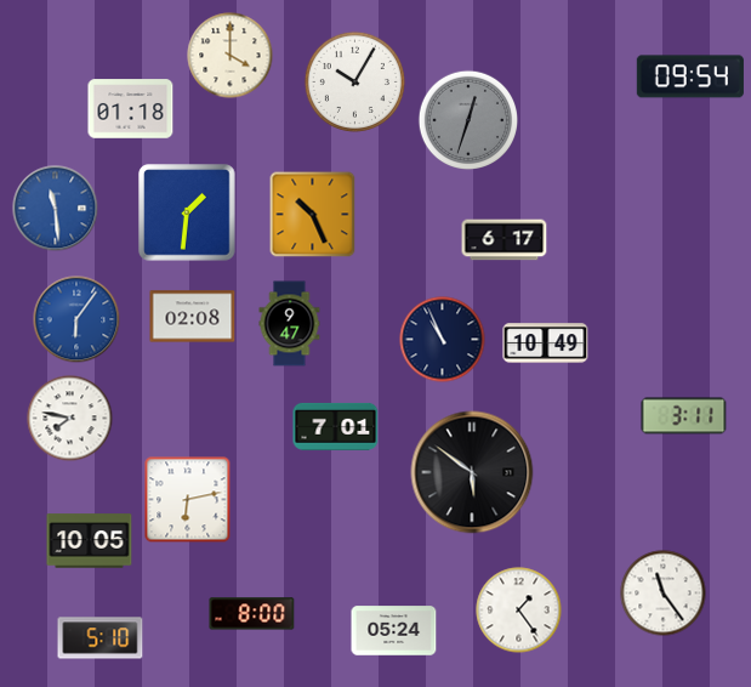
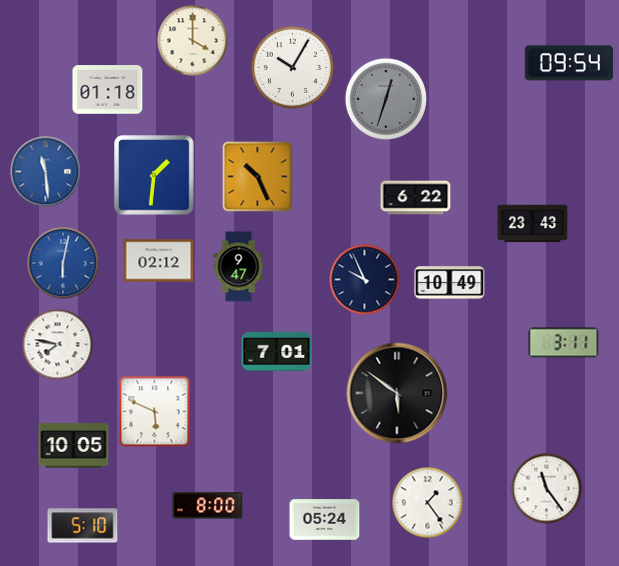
clock at (231, 56) position: (231, 56) -> (193, 41)
clock at (505, 240): 6:17 -> 6:22
clock at (533, 224): none -> 23:43
clock at (193, 317): 02:08 -> 02:12
clock at (76, 319): 6:06 -> 6:02
clock at (443, 340): 10:56 -> 9:56
clock at (472, 472) position: (472, 472) -> (397, 393)
clock at (188, 500): 6:13 -> 5:49
